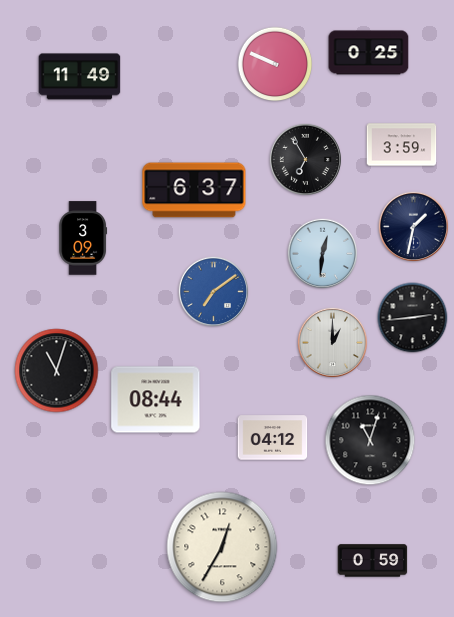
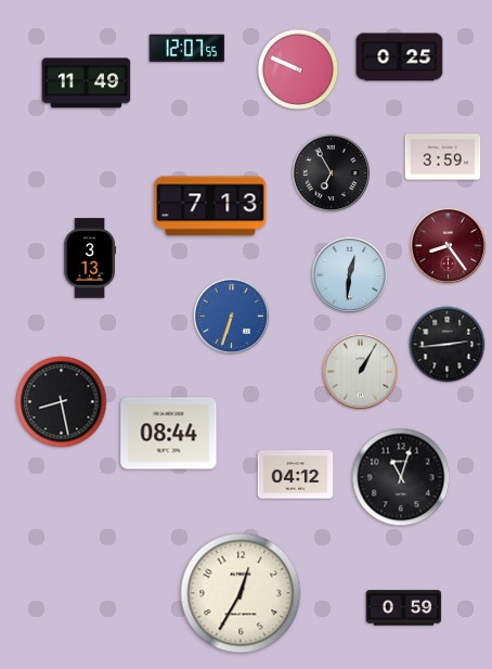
clock at (187, 49): none -> 12:07
clock at (402, 145) position: (402, 145) -> (443, 157)
clock at (194, 190): 6:37 -> 7:13
clock at (414, 227): 1:32 -> 8:24
clock at (414, 227) dial: navy -> burgundy
clock at (83, 238): 3:09 -> 3:13
clock at (214, 292): 7:09 -> 6:33
clock at (333, 343): 1:00 -> 1:05
clock at (57, 371): 11:03 -> 8:28
